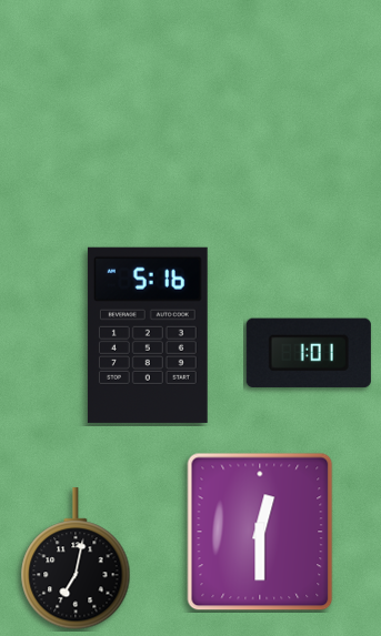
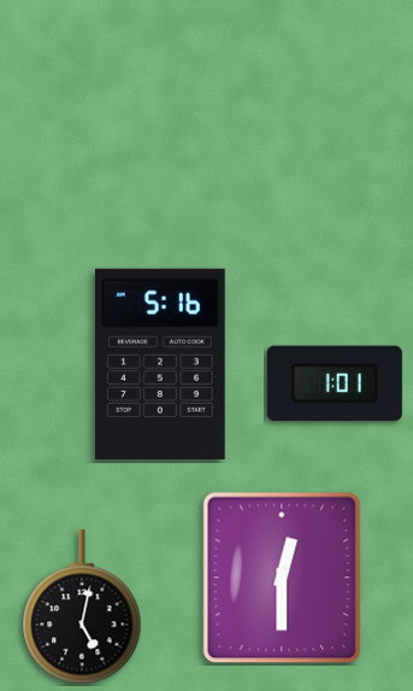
clock at (76, 559): 7:02 -> 5:02
